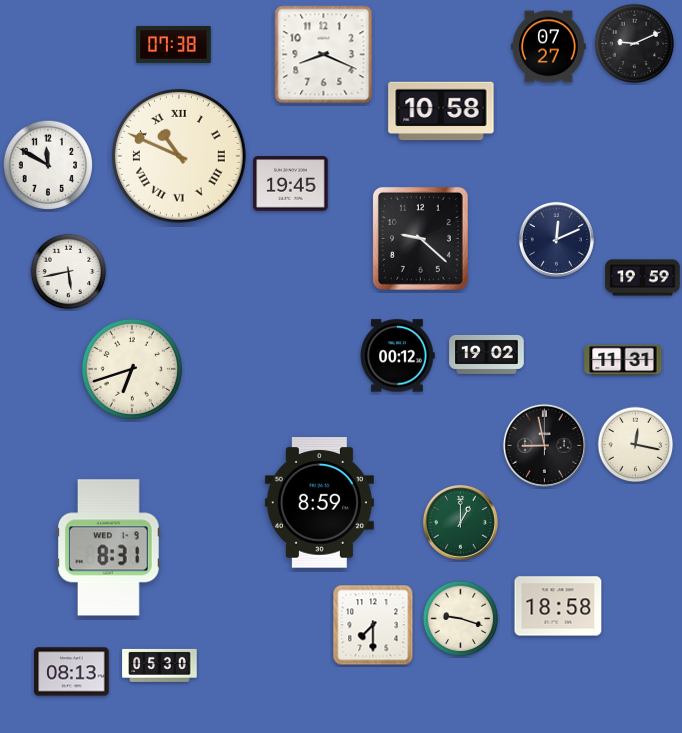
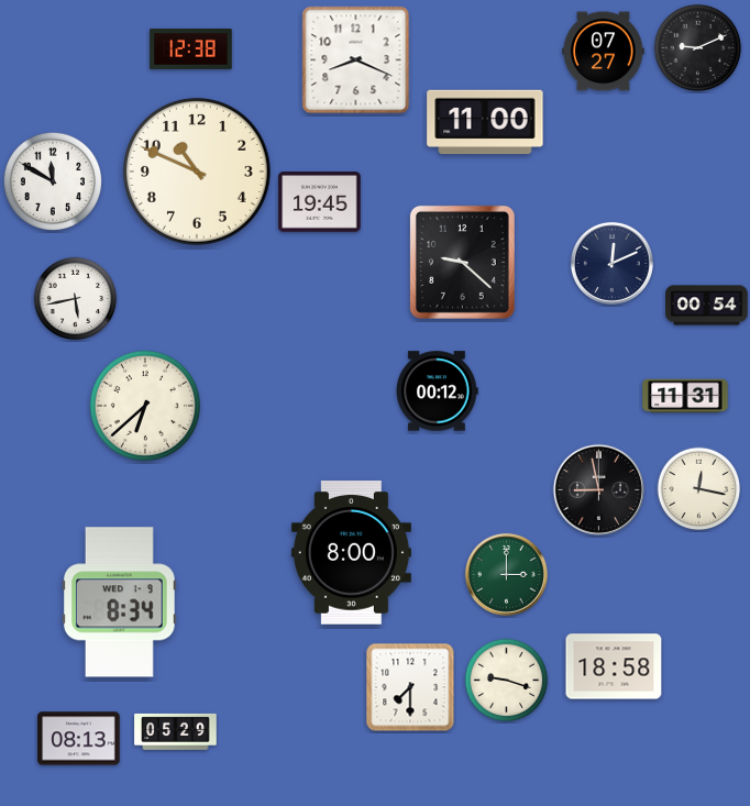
clock at (174, 44): 07:38 -> 12:38
clock at (441, 111): 10:58 -> 11:00
clock at (179, 156) numerals: Roman -> Arabic
clock at (643, 278): 19:59 -> 00:54
clock at (487, 354): 19:02 -> none
clock at (132, 369): 6:42 -> 6:38
clock at (319, 503): 8:59 -> 8:00
clock at (460, 522): 1:00 -> 3:00
clock at (109, 548): 8:31 -> 8:34
clock at (160, 665): 05:30 -> 05:29
